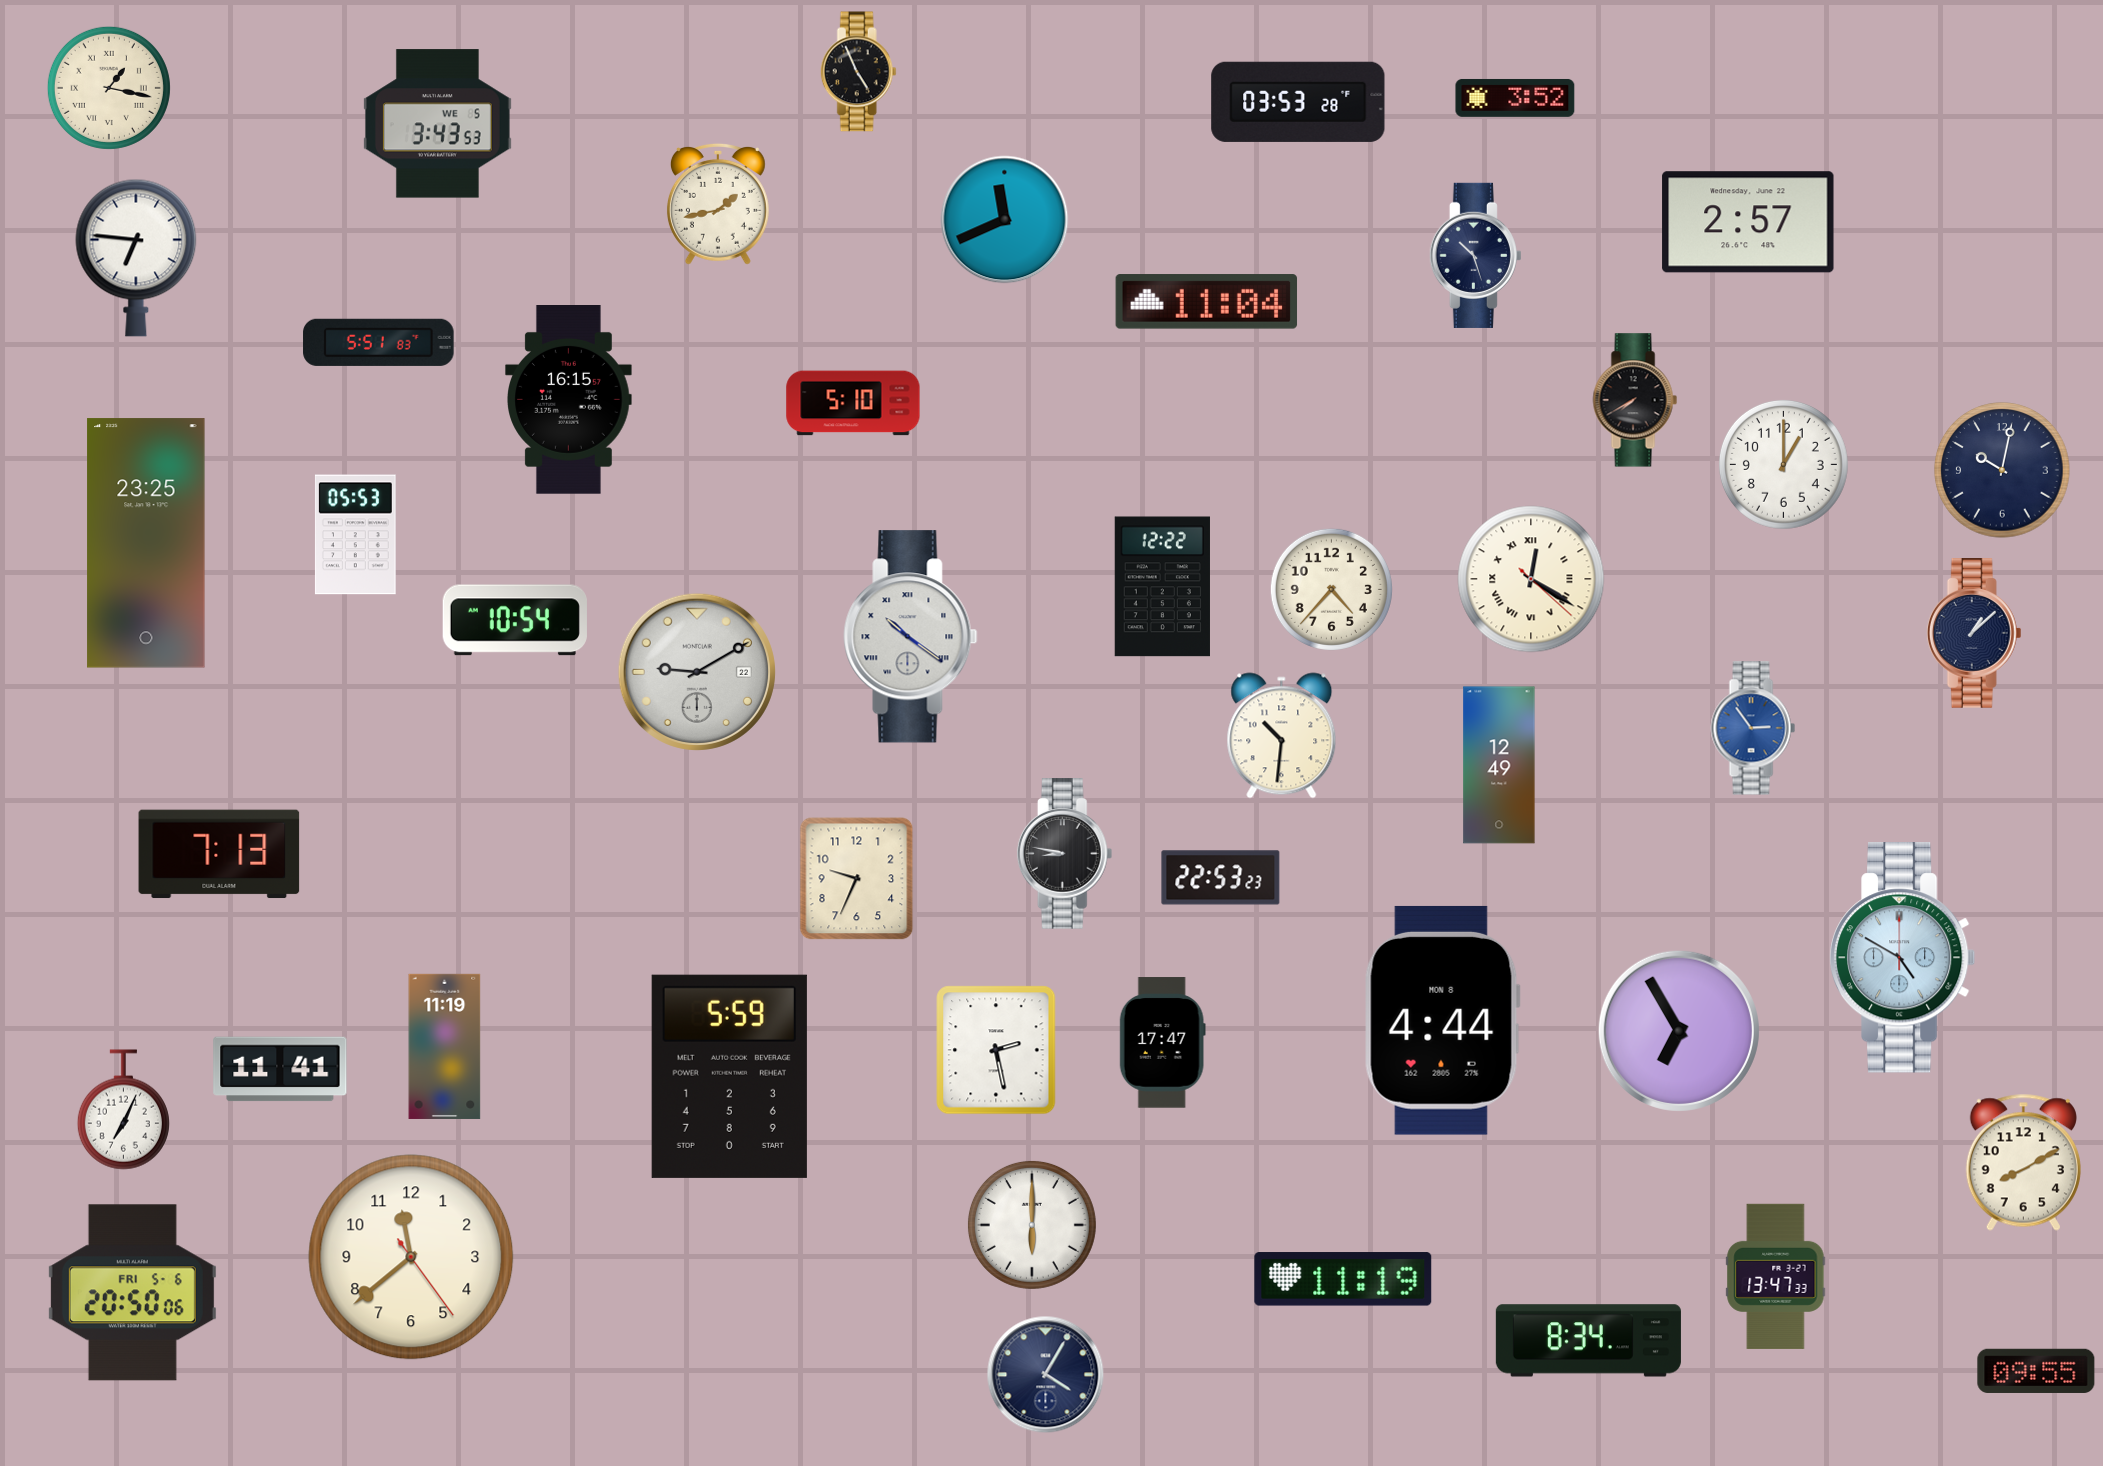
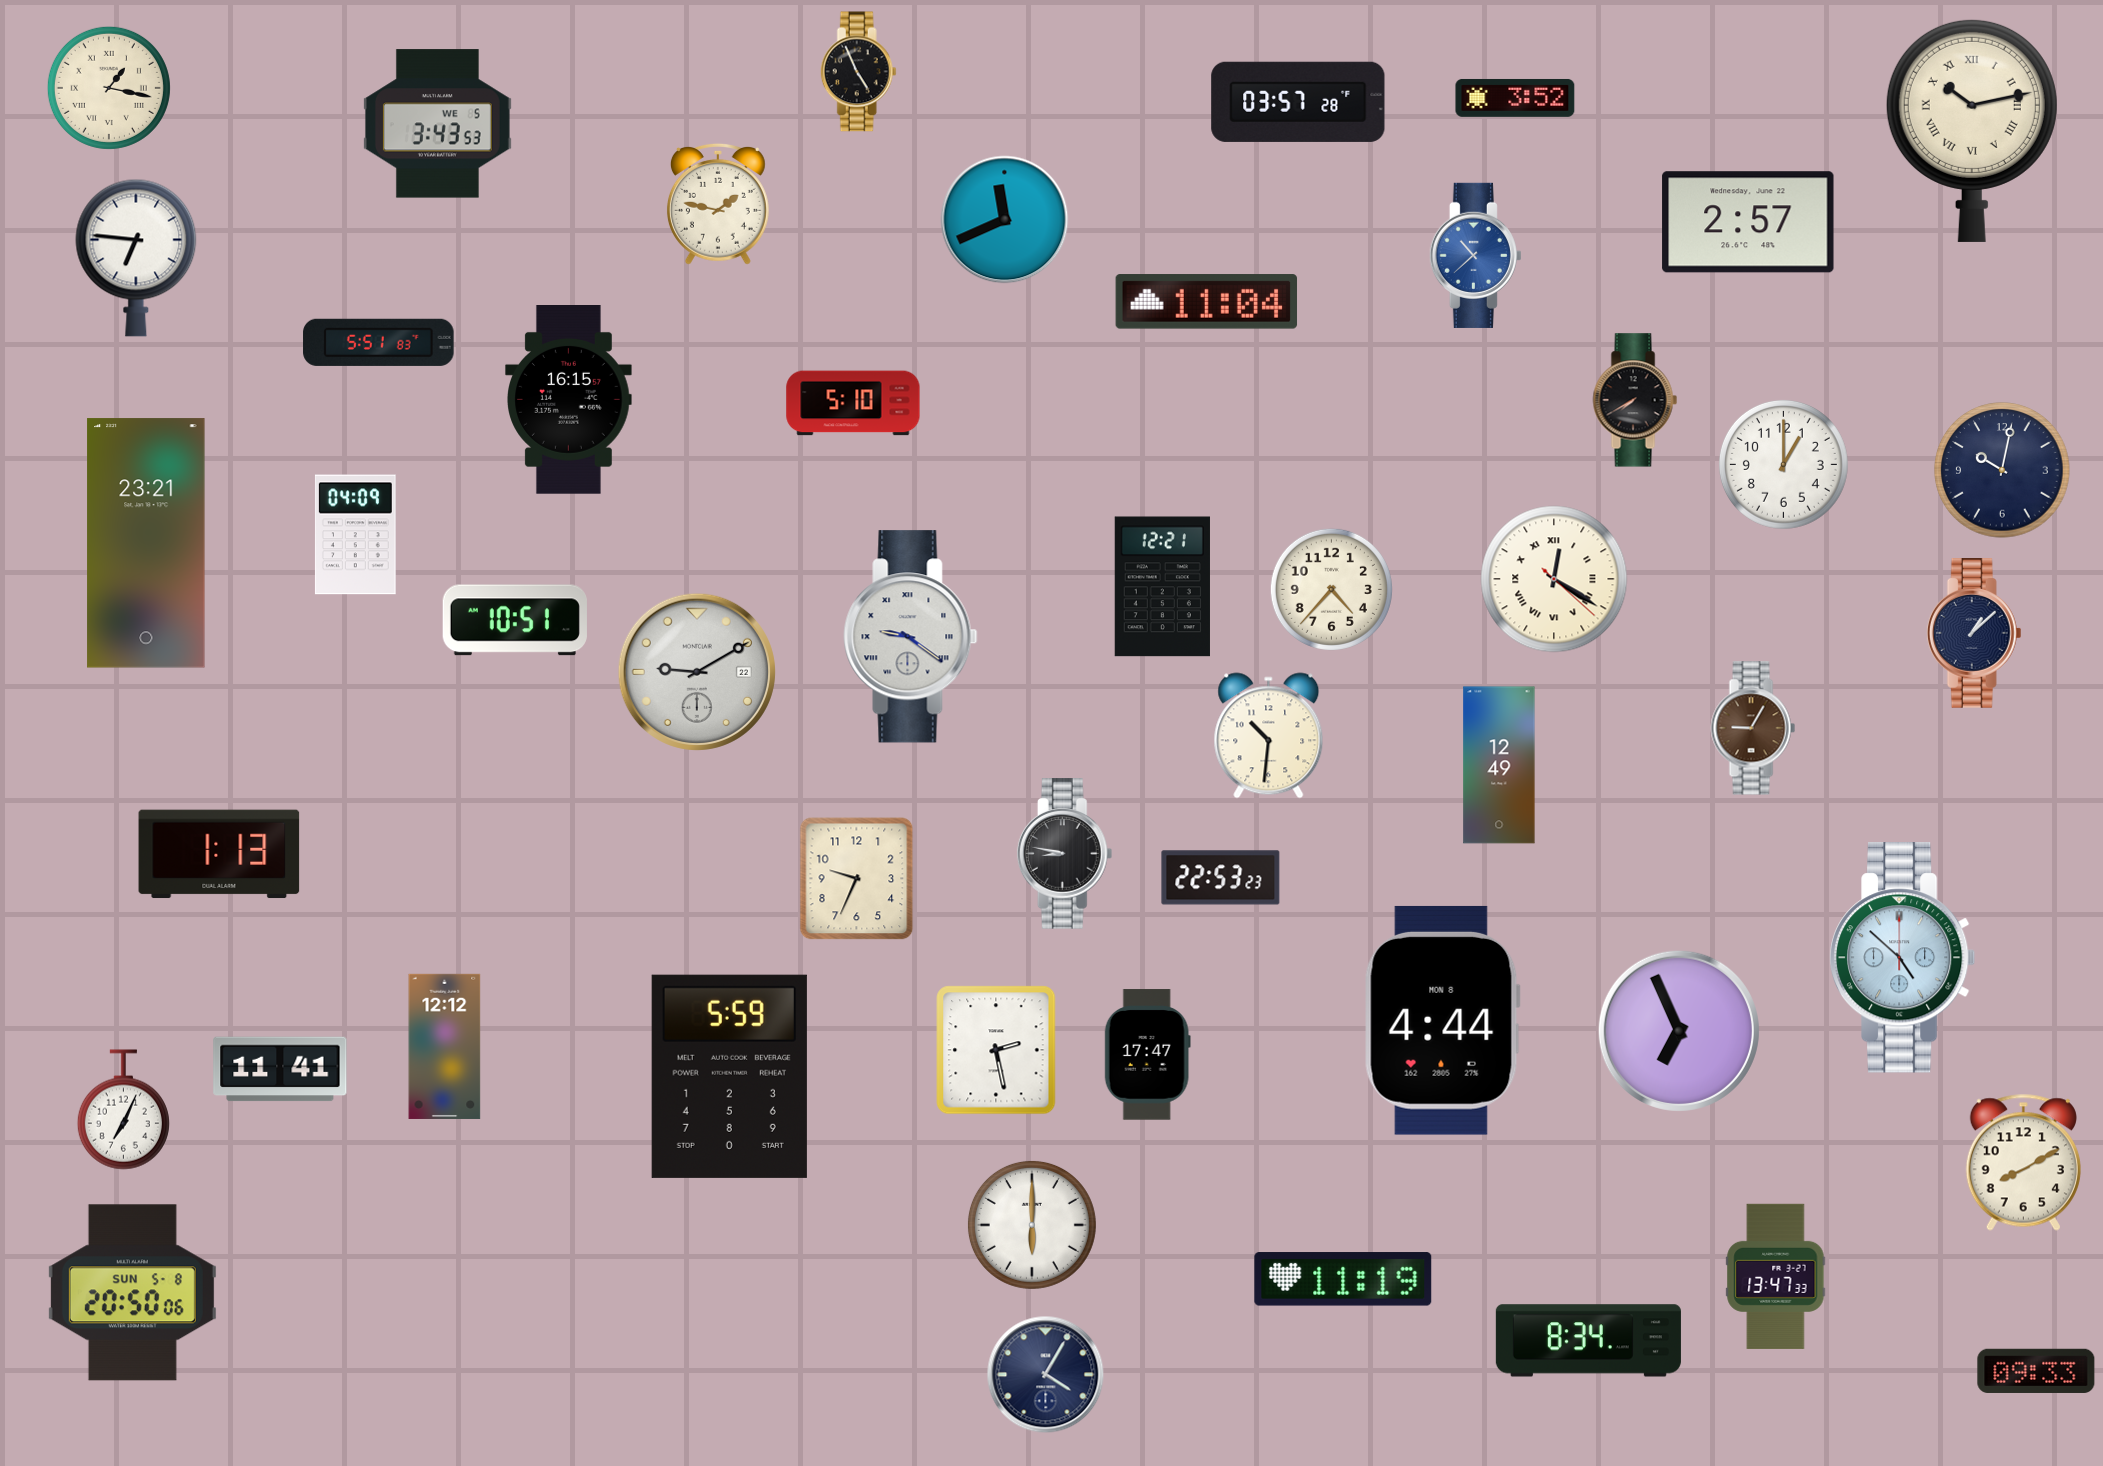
clock at (1298, 102): 03:53 -> 03:57
clock at (1972, 130): none -> 10:13
clock at (718, 204): 1:43 -> 1:47
clock at (1475, 255): 10:27 -> 10:38
clock at (1475, 255) dial: navy -> blue
clock at (355, 535): 05:53 -> 04:09
clock at (146, 543): 23:25 -> 23:21
clock at (1531, 579) position: (1531, 579) -> (1554, 579)
clock at (1162, 587): 12:22 -> 12:21
clock at (515, 620): 10:54 -> 10:51
clock at (911, 637): 10:21 -> 9:21
clock at (1753, 728): 2:54 -> 9:05
clock at (1753, 728) dial: blue -> brown
clock at (1282, 736) position: (1282, 736) -> (1269, 736)
clock at (219, 854): 7:13 -> 1:13
clock at (1903, 958): 4:50 -> 4:52
clock at (1679, 1031): 6:55 -> 6:56
clock at (1162, 1043) position: (1162, 1043) -> (1147, 1055)
clock at (445, 1046): 11:19 -> 12:12
clock at (411, 1257): 11:38 -> none
clock at (132, 1293) date: FRI 5-6 -> SUN 5-8
clock at (2036, 1371): 09:55 -> 09:33
